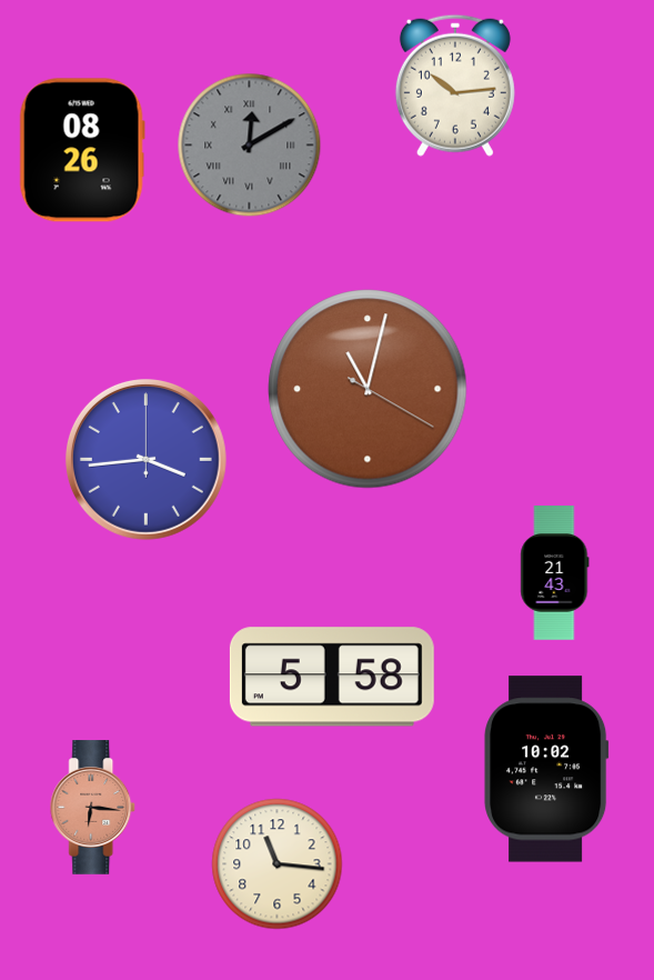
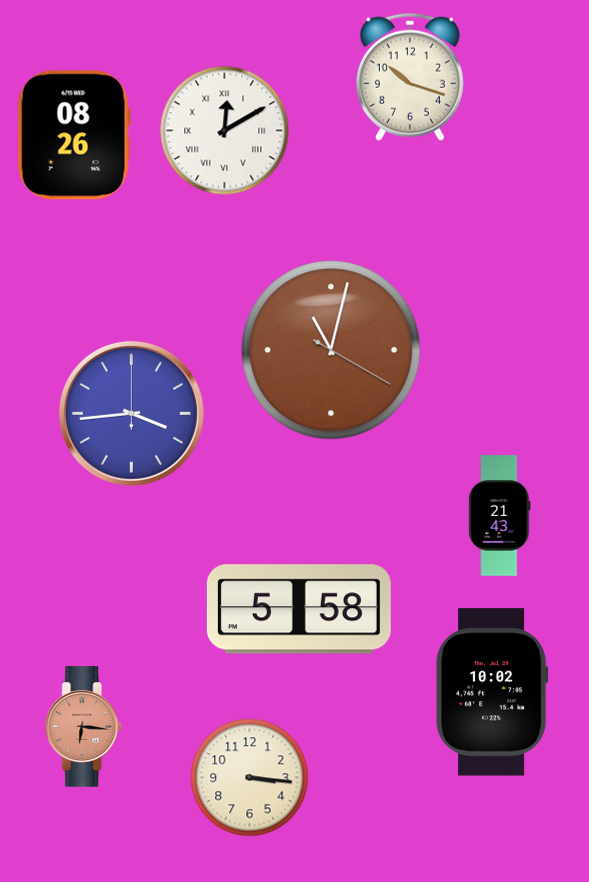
clock at (455, 86): 10:14 -> 10:18
clock at (250, 146) dial: grey -> white
clock at (278, 864): 11:16 -> 3:16
